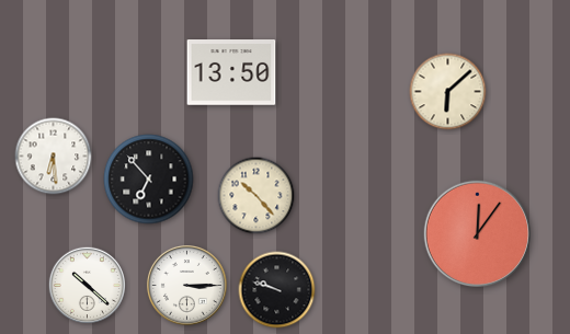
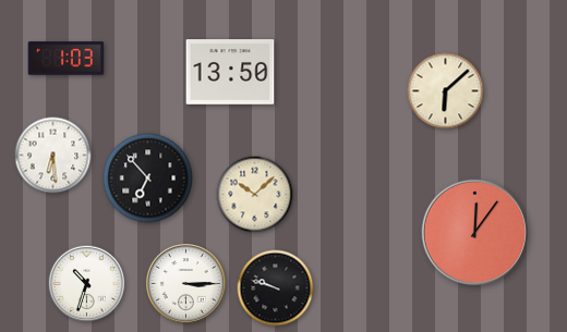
clock at (67, 59): none -> 1:03
clock at (256, 196): 10:23 -> 10:08
clock at (87, 285): 10:22 -> 10:33
